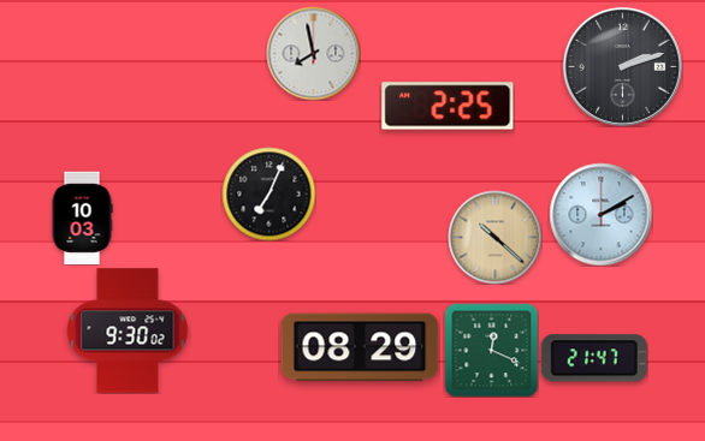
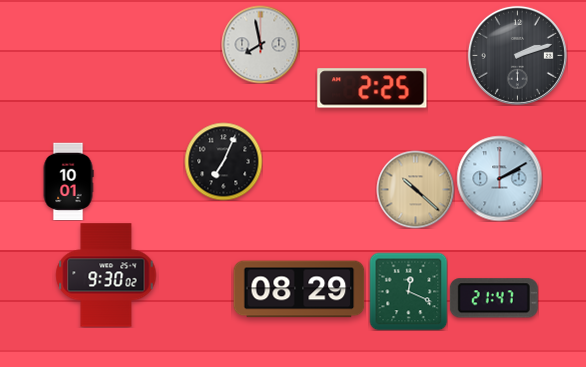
clock at (82, 217): 10:03 -> 10:01
clock at (494, 237) position: (494, 237) -> (415, 189)
